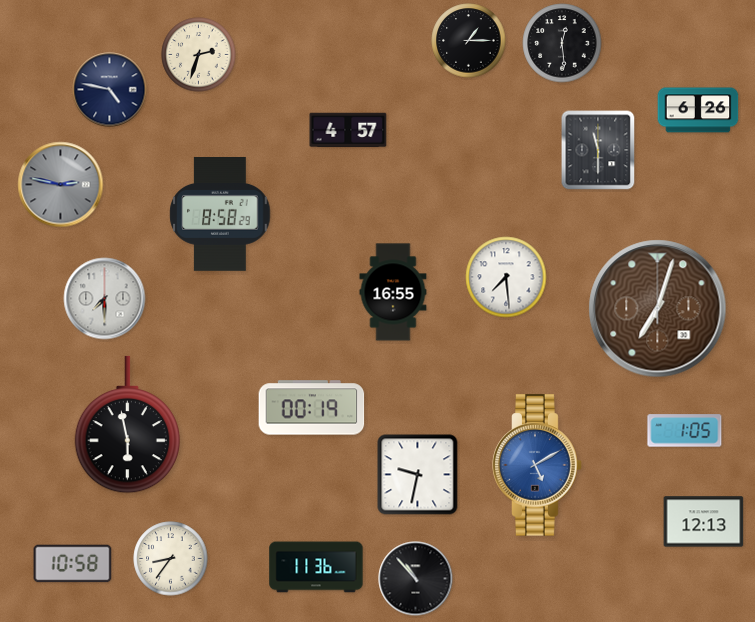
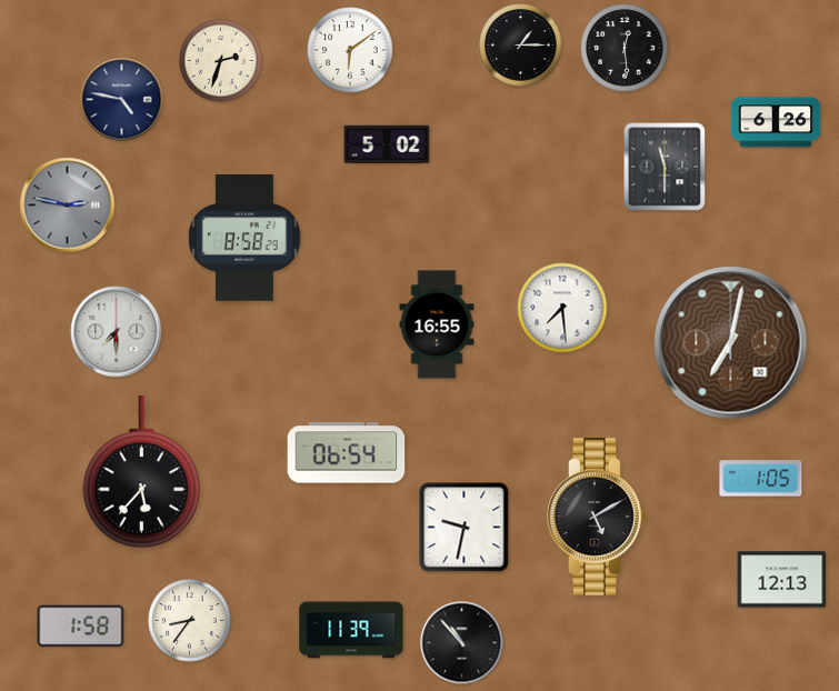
clock at (350, 50): none -> 6:09
clock at (348, 130): 4:57 -> 5:02
clock at (658, 309): 7:03 -> 7:02
clock at (312, 408): 00:19 -> 06:54
clock at (127, 425): 5:58 -> 5:37
clock at (537, 465) dial: blue -> black
clock at (73, 564): 10:58 -> 1:58
clock at (316, 567): 11:36 -> 11:39
